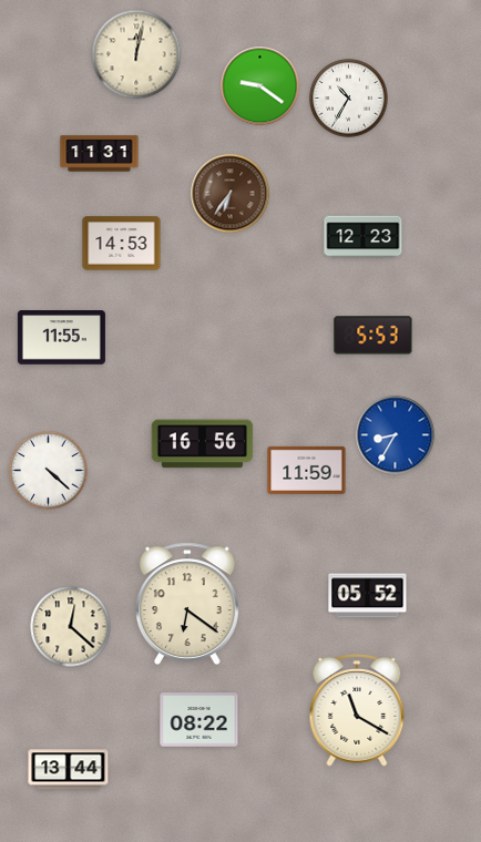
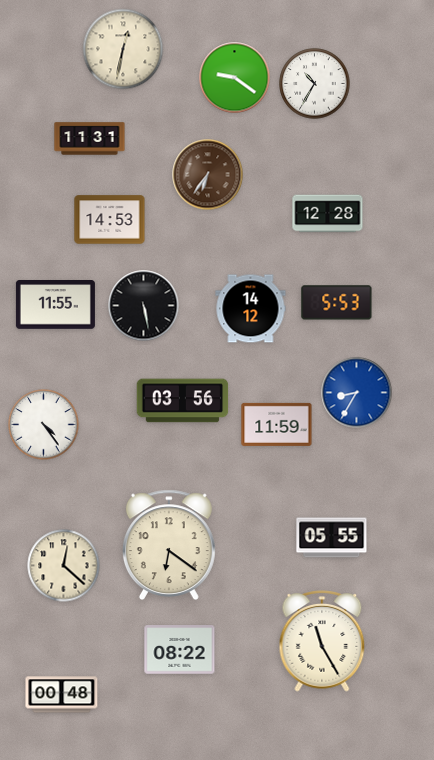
clock at (136, 54): 12:02 -> 12:32
clock at (349, 99) position: (349, 99) -> (315, 84)
clock at (364, 237): 12:23 -> 12:28
clock at (144, 306): none -> 5:28
clock at (251, 309): none -> 14:12
clock at (203, 444): 16:56 -> 03:56
clock at (49, 471): 4:22 -> 4:24
clock at (368, 596): 05:52 -> 05:55
clock at (357, 710): 11:20 -> 11:25
clock at (69, 770): 13:44 -> 00:48
